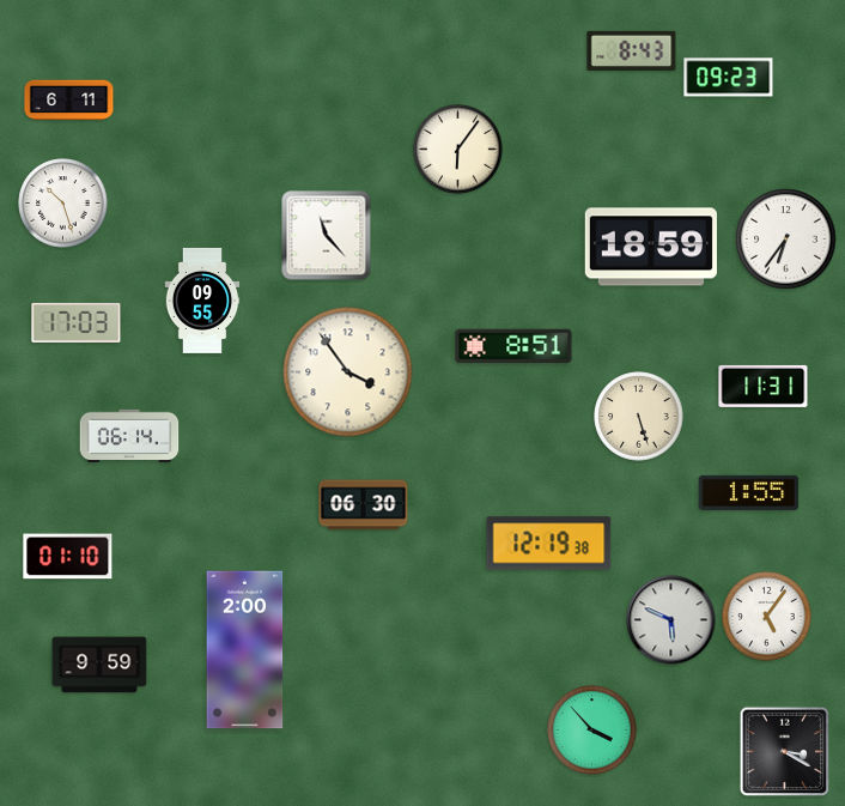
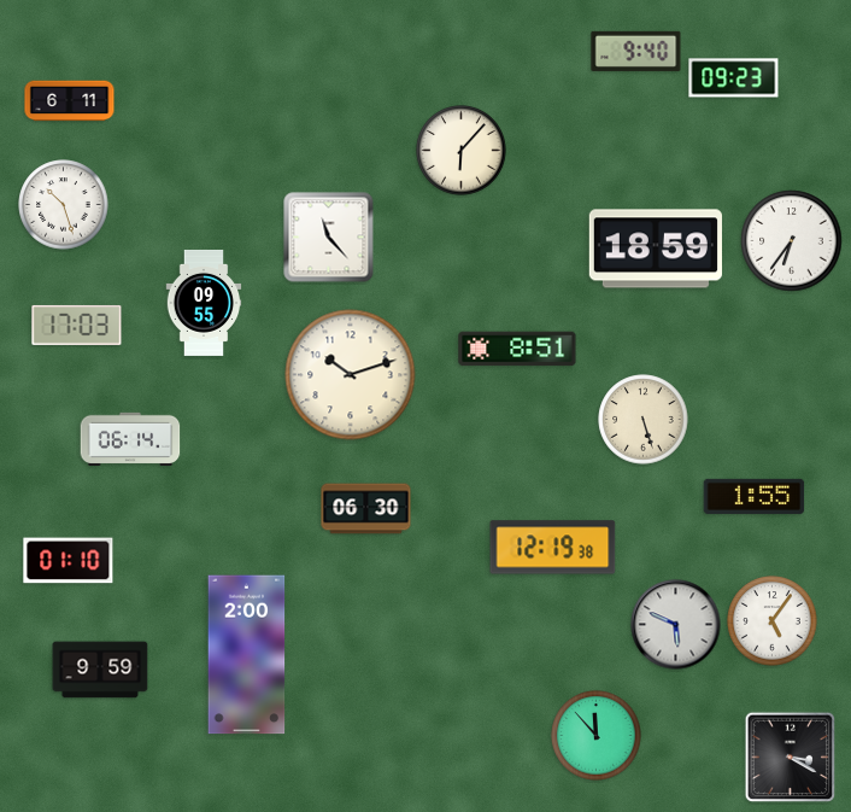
clock at (632, 50): 8:43 -> 9:40
clock at (458, 150): 6:06 -> 6:07
clock at (348, 372): 3:54 -> 10:12
clock at (764, 386): 11:31 -> none
clock at (592, 731): 3:53 -> 11:53
